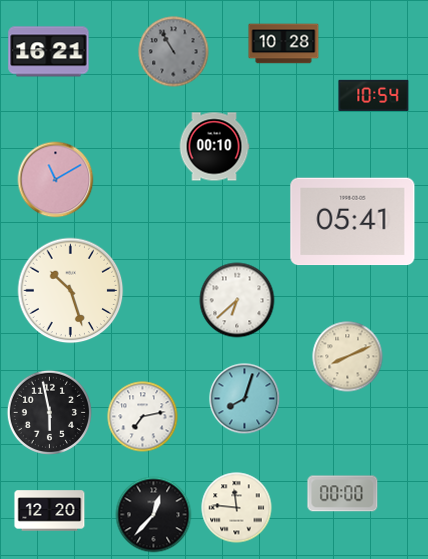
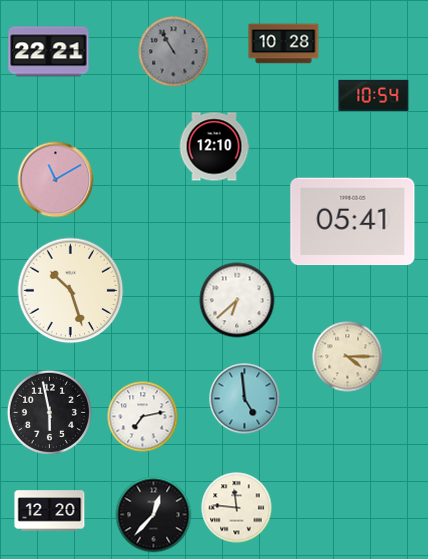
clock at (49, 52): 16:21 -> 22:21
clock at (214, 147): 00:10 -> 12:10
clock at (348, 357): 8:11 -> 4:15
clock at (245, 399): 8:03 -> 4:59
clock at (343, 494): 00:00 -> none
